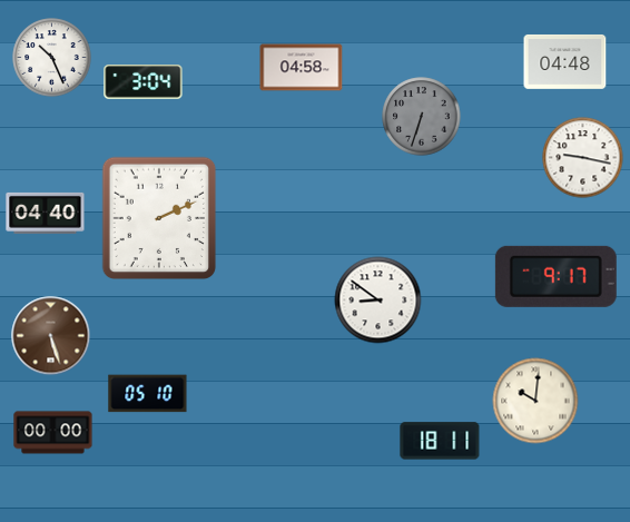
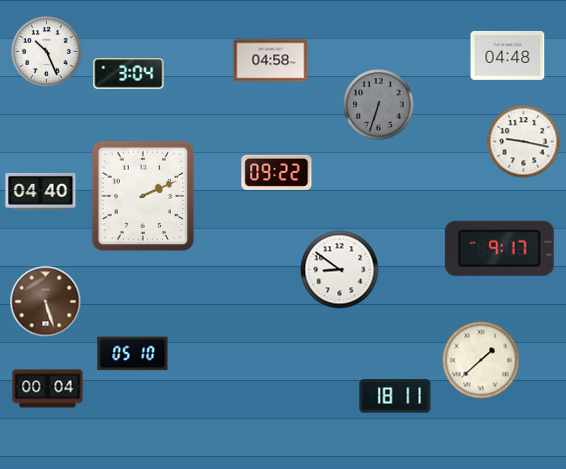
clock at (277, 172): none -> 09:22
clock at (535, 401): 10:01 -> 1:38
clock at (53, 433): 00:00 -> 00:04
